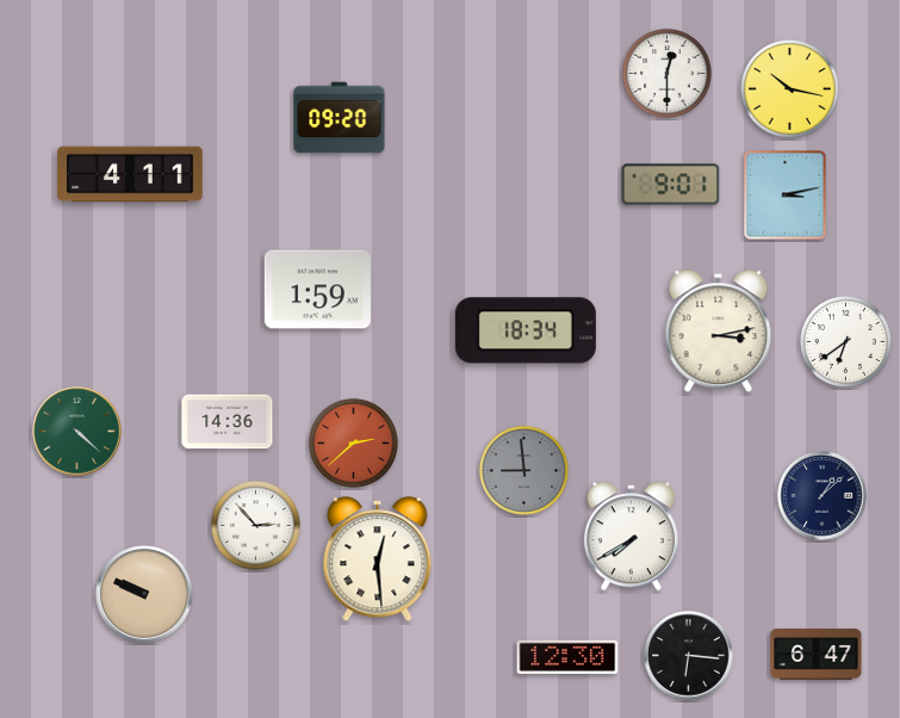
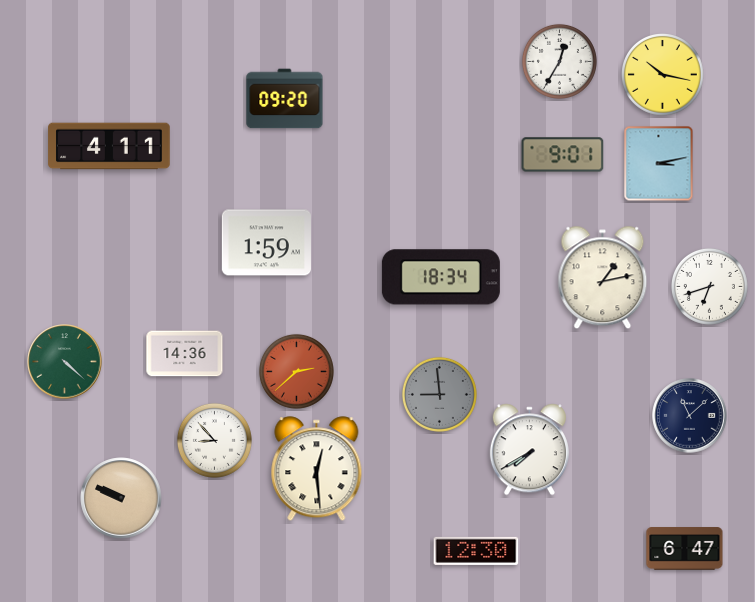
clock at (666, 73): 12:30 -> 12:35
clock at (719, 332): 3:13 -> 1:13
clock at (845, 341): 6:39 -> 6:42
clock at (228, 422) position: (228, 422) -> (185, 354)
clock at (823, 496): 1:08 -> 11:08
clock at (255, 525): 2:53 -> 8:53
clock at (689, 656): 6:16 -> none
